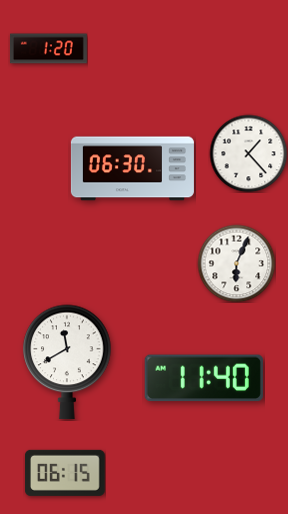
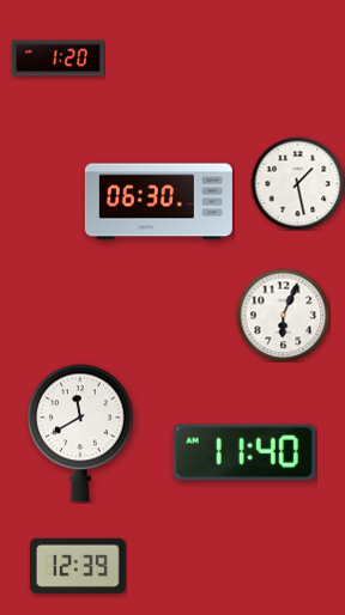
clock at (248, 153): 1:23 -> 1:28
clock at (65, 473): 06:15 -> 12:39
